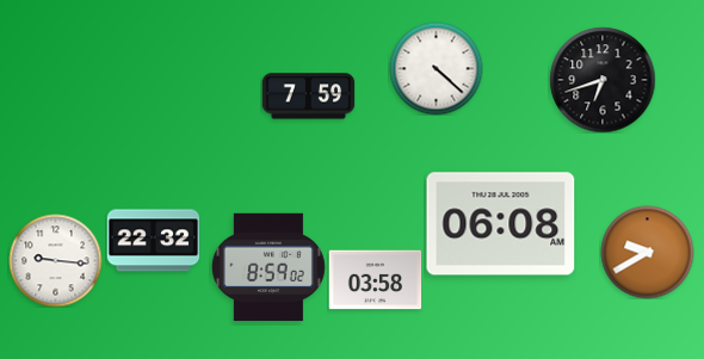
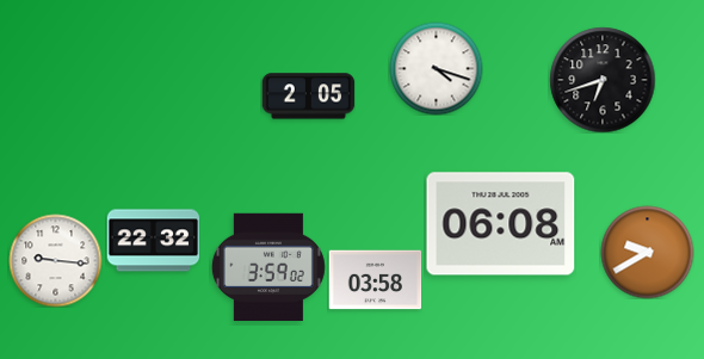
clock at (436, 68): 4:22 -> 4:18
clock at (308, 97): 7:59 -> 2:05
clock at (268, 266): 8:59 -> 3:59
